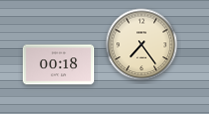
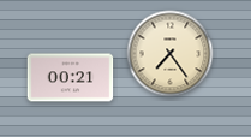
clock at (59, 65): 00:18 -> 00:21
